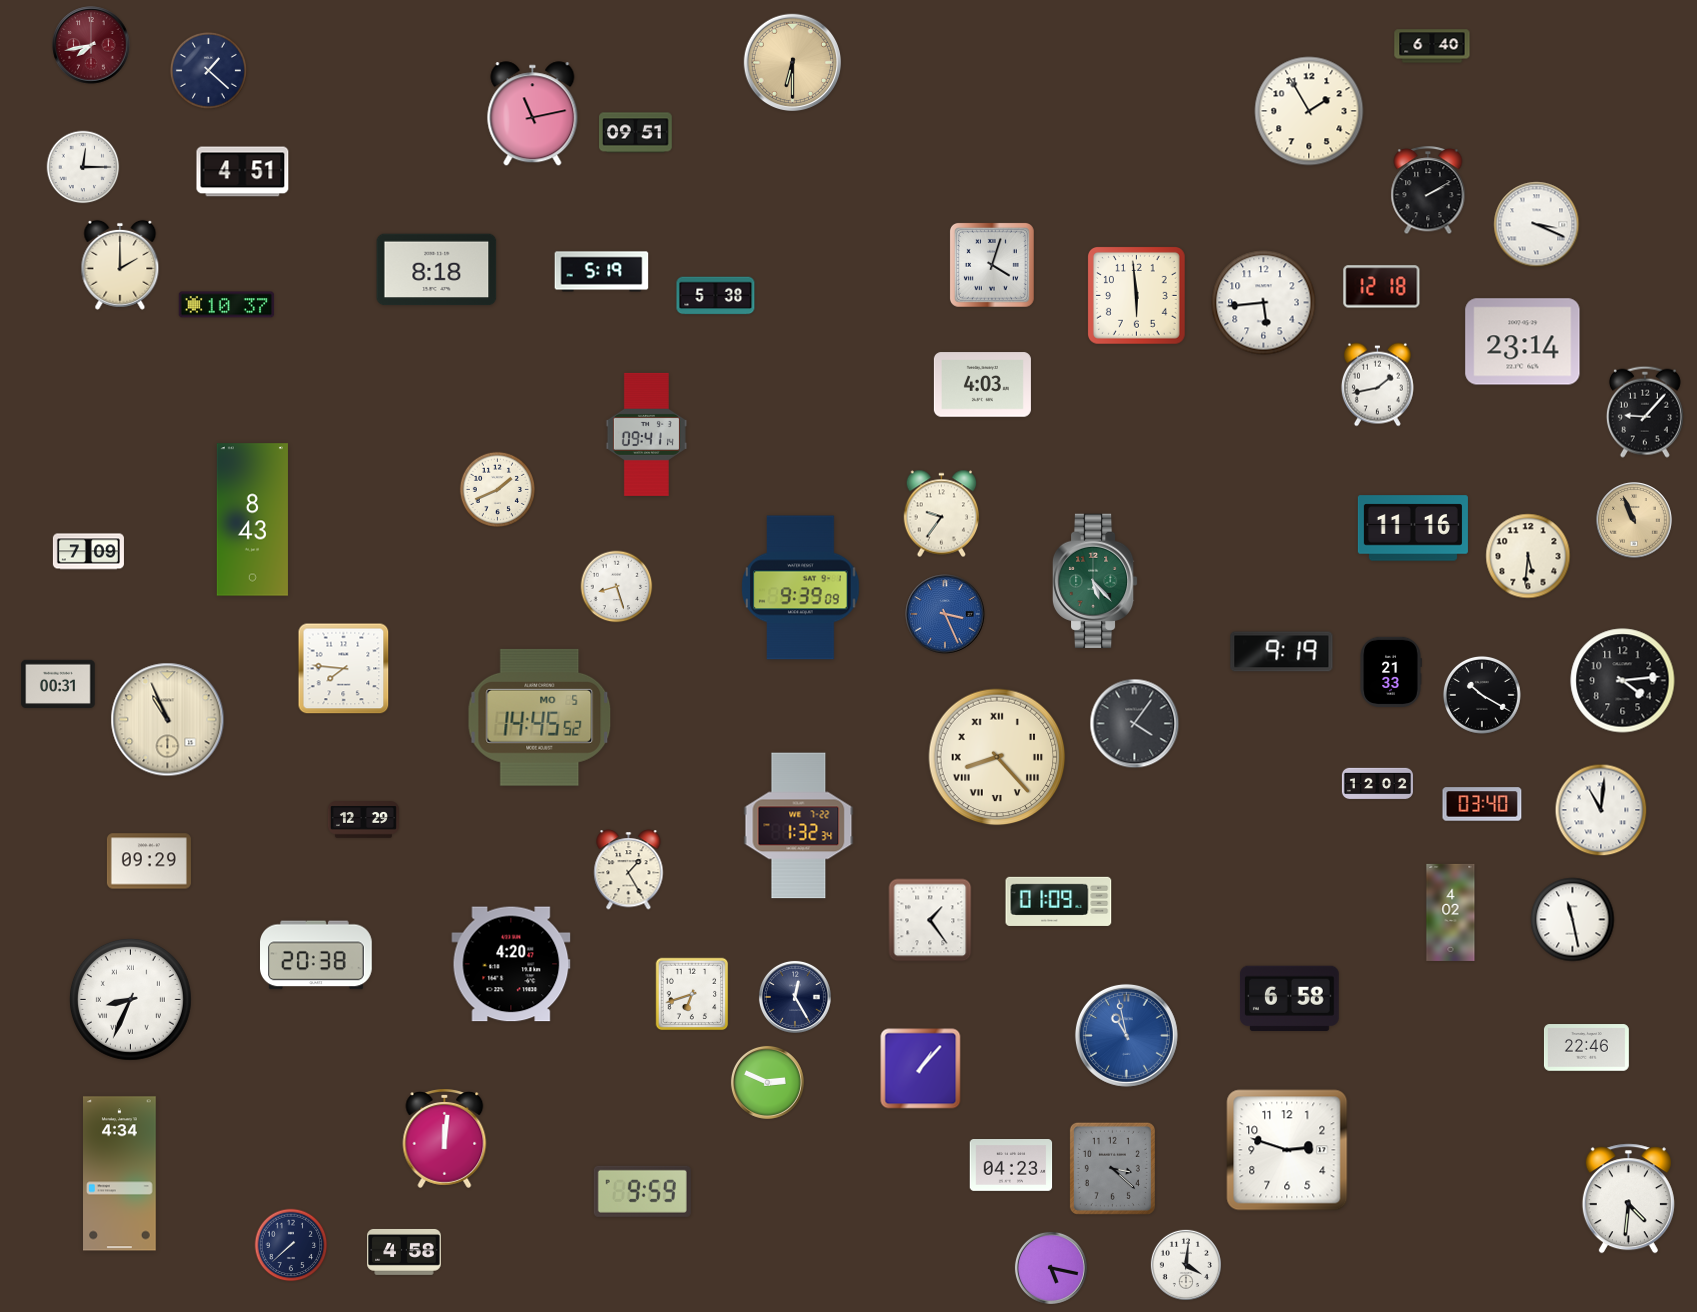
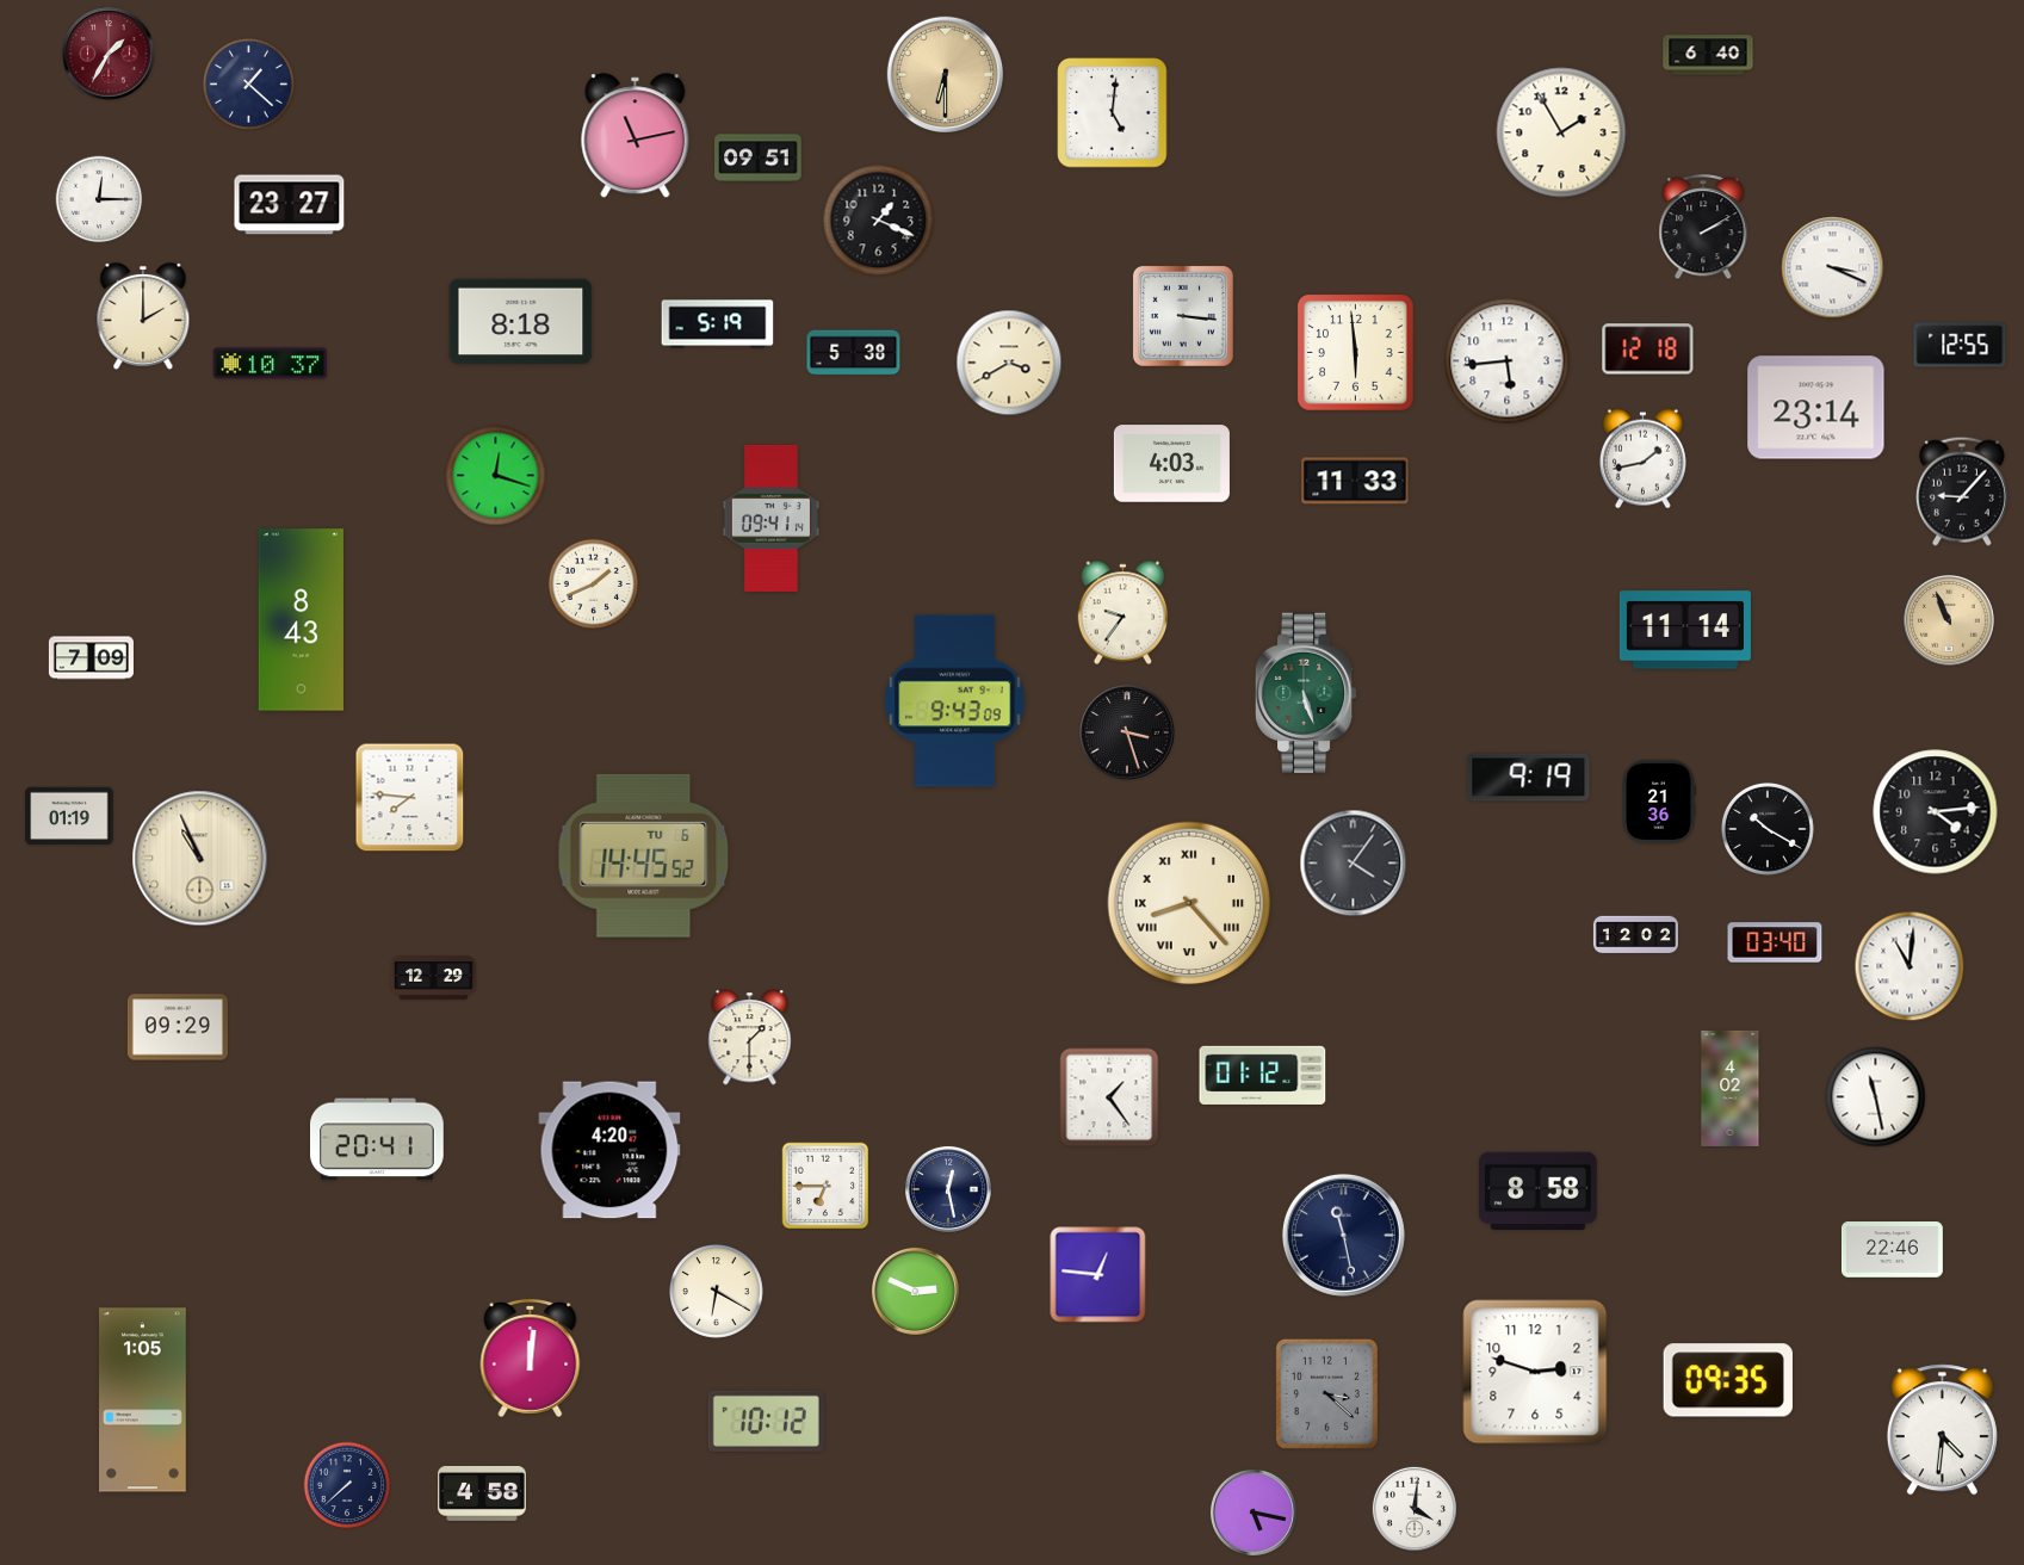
clock at (91, 45): 7:43 -> 1:35
clock at (1113, 113): none -> 5:01
clock at (243, 172): 4:51 -> 23:27
clock at (879, 221): none -> 1:19
clock at (992, 265): 4:03 -> 3:16
clock at (1382, 287) position: (1382, 287) -> (1648, 350)
clock at (1960, 345): none -> 12:55
clock at (1009, 363): none -> 3:40
clock at (982, 385) position: (982, 385) -> (1171, 464)
clock at (496, 476): none -> 12:18
clock at (1355, 481): none -> 11:33
clock at (1413, 528): 11:16 -> 11:14
clock at (88, 552) position: (88, 552) -> (91, 658)
clock at (1528, 556): 5:31 -> none
clock at (1095, 580): 5:23 -> 5:27
clock at (617, 587): 8:27 -> none
clock at (801, 588): 9:39 -> 9:43
clock at (945, 614): 3:26 -> 3:27
clock at (945, 614) dial: blue -> black
clock at (1391, 671): 21:33 -> 21:36
clock at (58, 684): 00:31 -> 01:19
clock at (540, 717) date: MO 5 -> TU 6
clock at (1377, 784) position: (1377, 784) -> (1635, 935)
clock at (1482, 804) position: (1482, 804) -> (1775, 942)
clock at (799, 826): 1:32 -> none
clock at (629, 870): 1:25 -> 1:30
clock at (1059, 901): 01:09 -> 01:12
clock at (317, 955): 20:38 -> 20:41
clock at (692, 994): 6:42 -> 6:45
clock at (795, 997): 12:25 -> 12:28
clock at (1290, 998): 6:58 -> 8:58
clock at (130, 999): 8:34 -> none
clock at (1126, 1035): 10:58 -> 11:28
clock at (1126, 1035) dial: blue -> navy
clock at (921, 1069): 1:07 -> 12:46
clock at (717, 1292): none -> 6:20
clock at (1728, 1380): none -> 09:35
clock at (1011, 1166): 04:23 -> none
clock at (120, 1174): 4:34 -> 1:05
clock at (642, 1191): 9:59 -> 10:12
